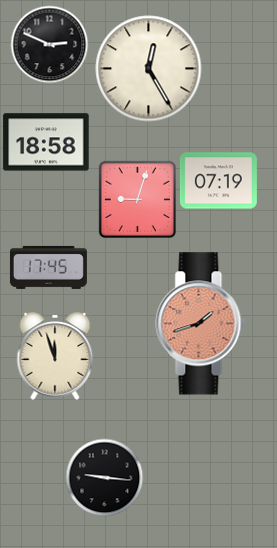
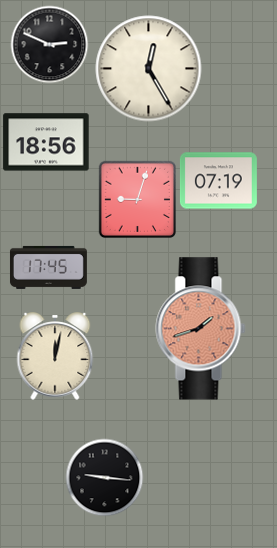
clock at (46, 142): 18:58 -> 18:56
clock at (201, 324) position: (201, 324) -> (201, 329)
clock at (55, 356): 11:57 -> 12:02
